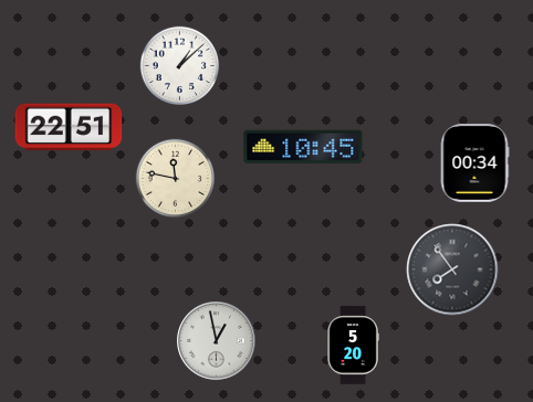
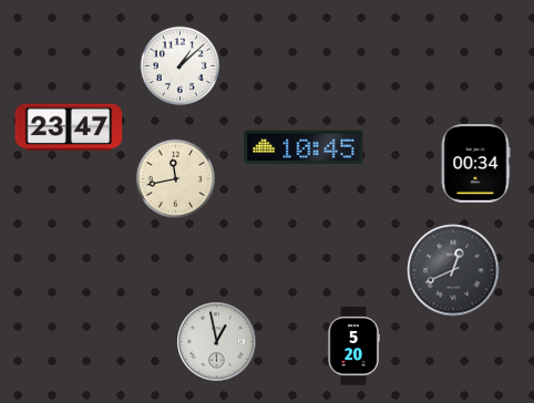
clock at (69, 127): 22:51 -> 23:47
clock at (176, 179): 11:47 -> 11:43
clock at (452, 269): 7:54 -> 12:41
